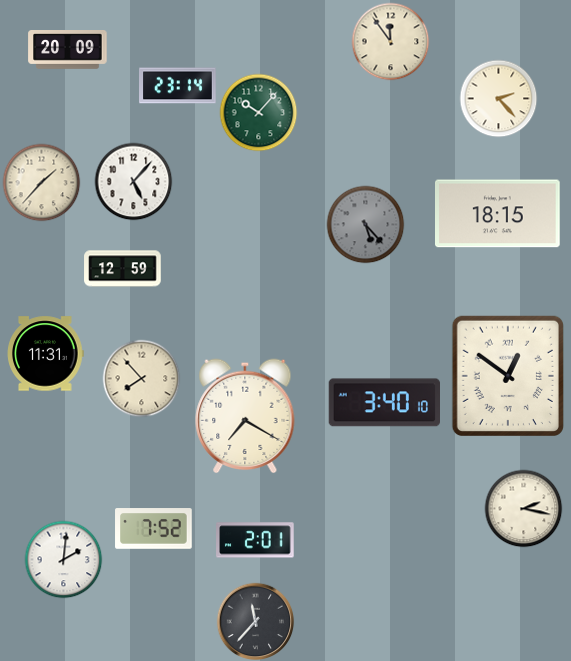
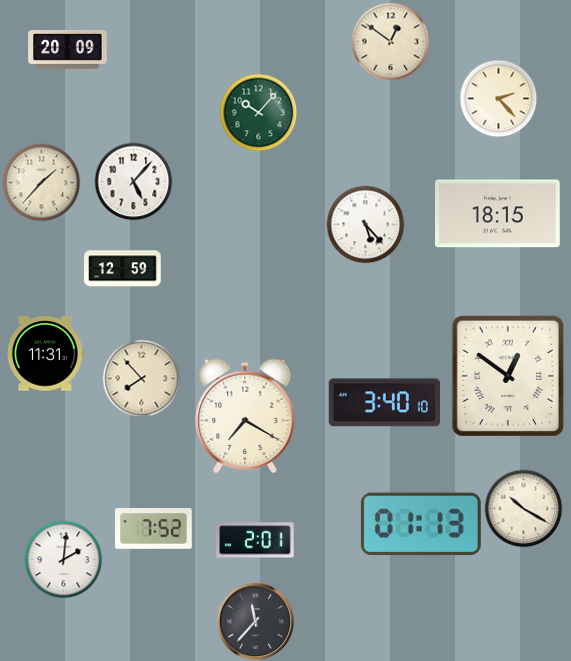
clock at (390, 41): 11:54 -> 12:51
clock at (178, 86): 23:14 -> none
clock at (365, 224) dial: grey -> white
clock at (523, 508): 2:17 -> 10:20
clock at (421, 524): none -> 01:13
